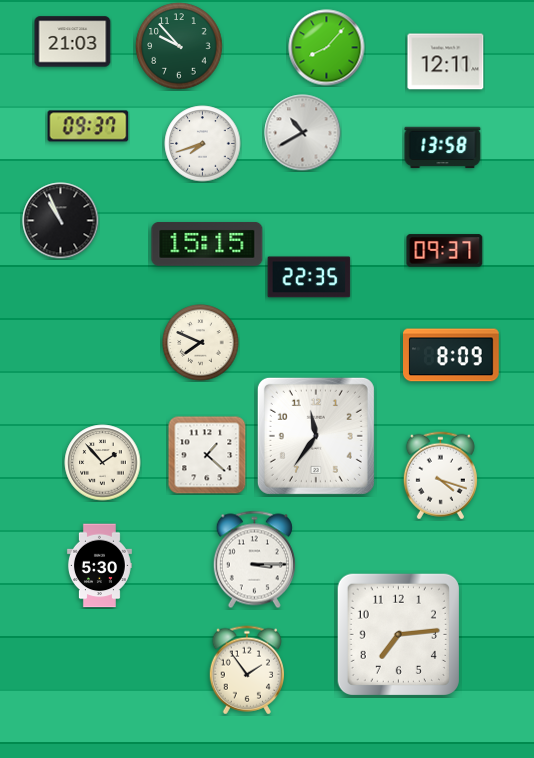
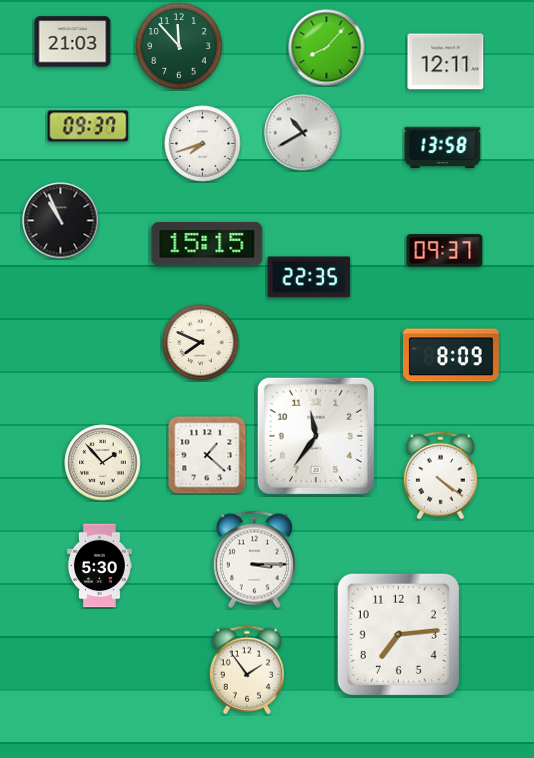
clock at (179, 46): 9:53 -> 11:53
clock at (440, 476): 4:18 -> 4:21
